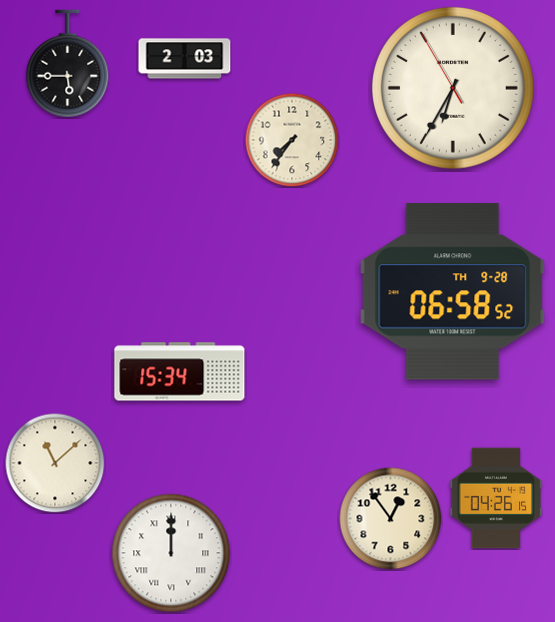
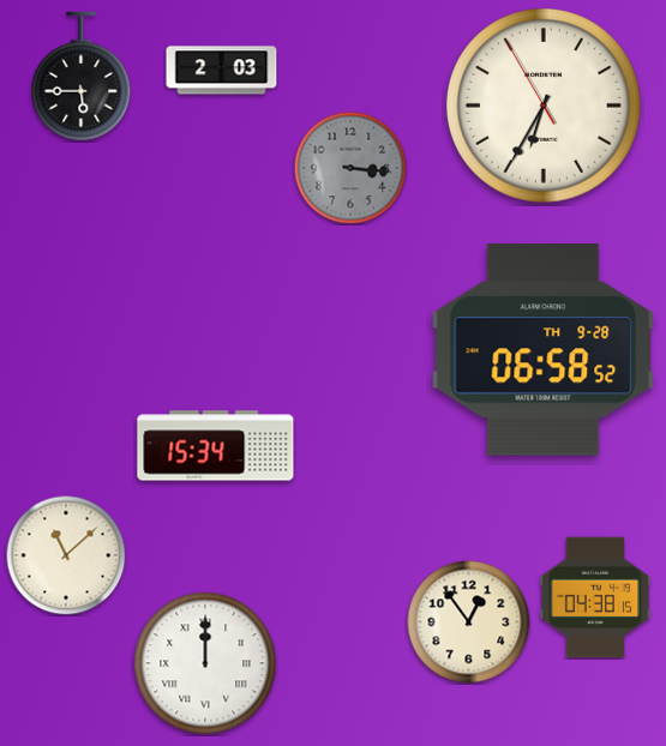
clock at (292, 140): 7:36 -> 3:16
clock at (292, 140) dial: cream -> grey
clock at (496, 498): 04:26 -> 04:38
